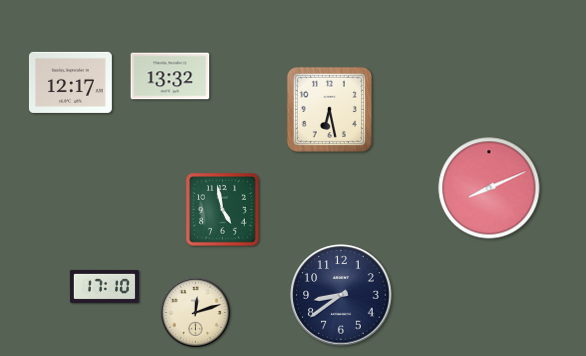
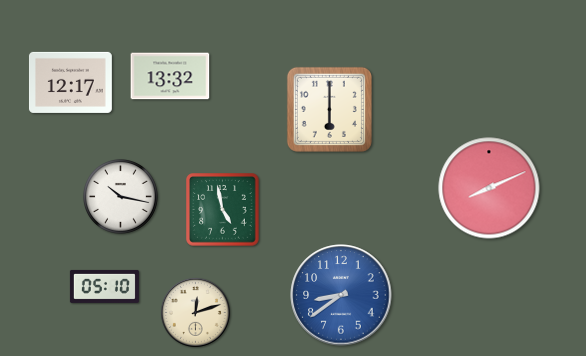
clock at (329, 109): 6:28 -> 6:00
clock at (121, 197): none -> 10:17
clock at (104, 286): 17:10 -> 05:10
clock at (341, 295) dial: navy -> blue
